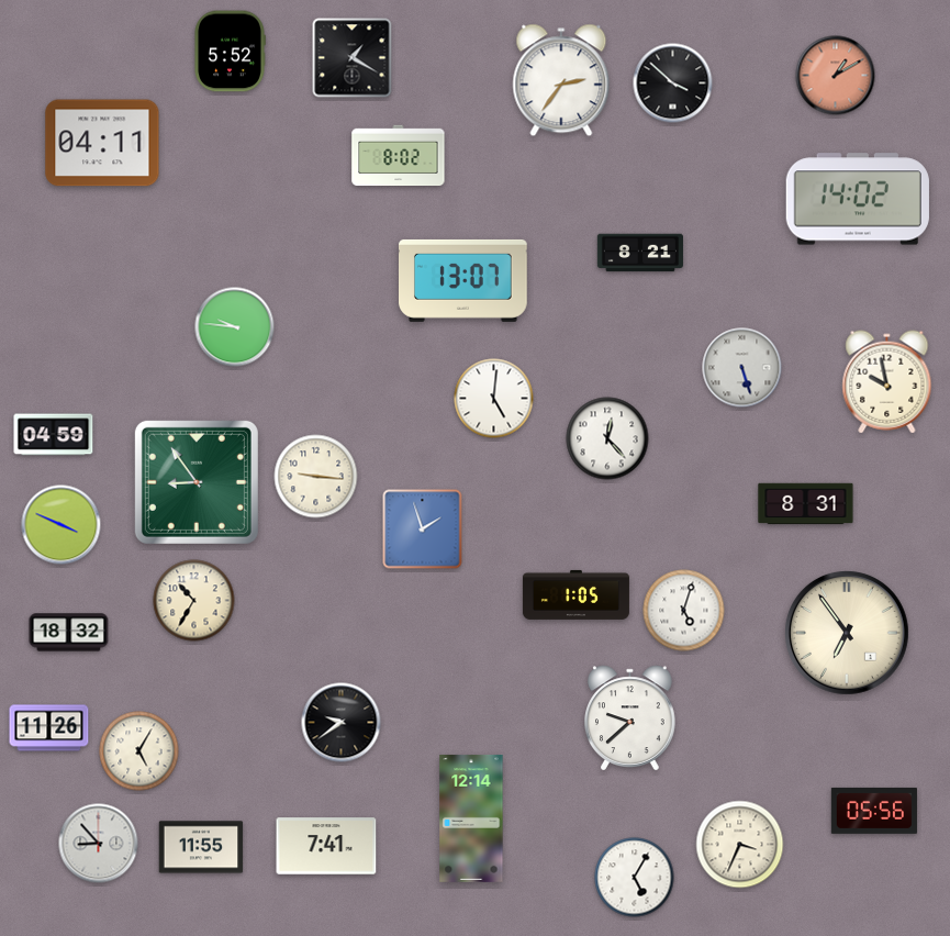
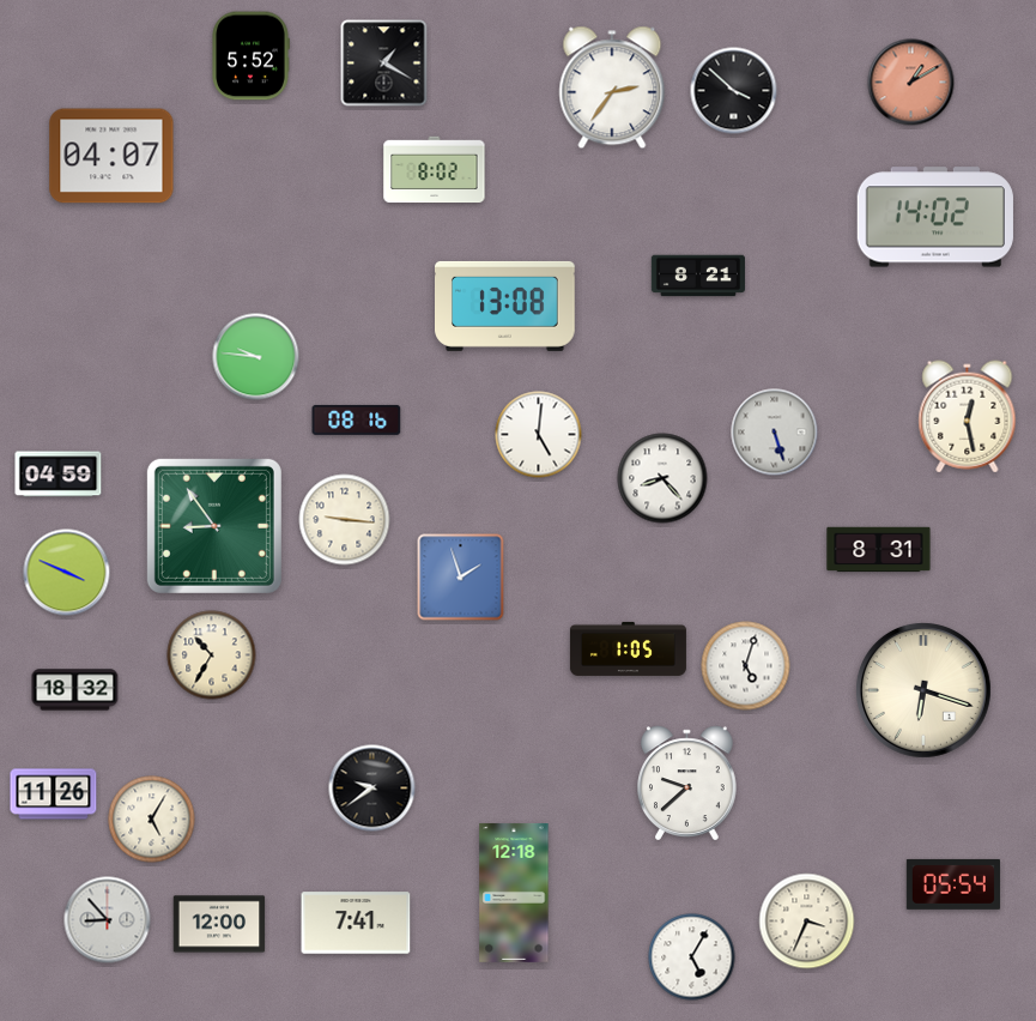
clock at (102, 143): 04:11 -> 04:07
clock at (463, 280): 13:07 -> 13:08
clock at (742, 368) position: (742, 368) -> (775, 433)
clock at (887, 382): 9:58 -> 12:28
clock at (357, 419): none -> 08:16
clock at (607, 438): 12:23 -> 8:23
clock at (848, 634): 6:54 -> 6:18
clock at (874, 811): 05:56 -> 05:54
clock at (471, 818): 12:14 -> 12:18
clock at (201, 847): 11:55 -> 12:00
